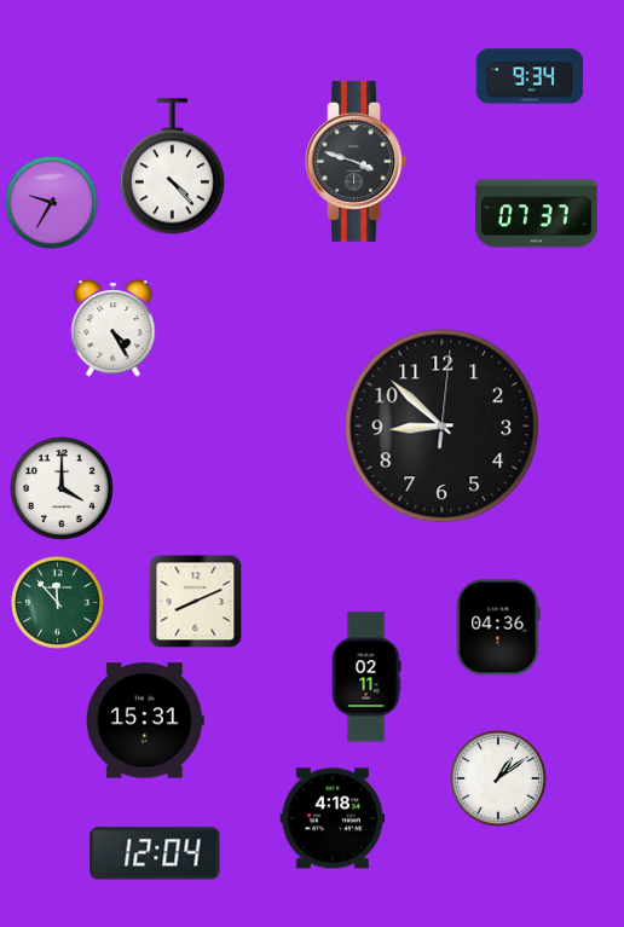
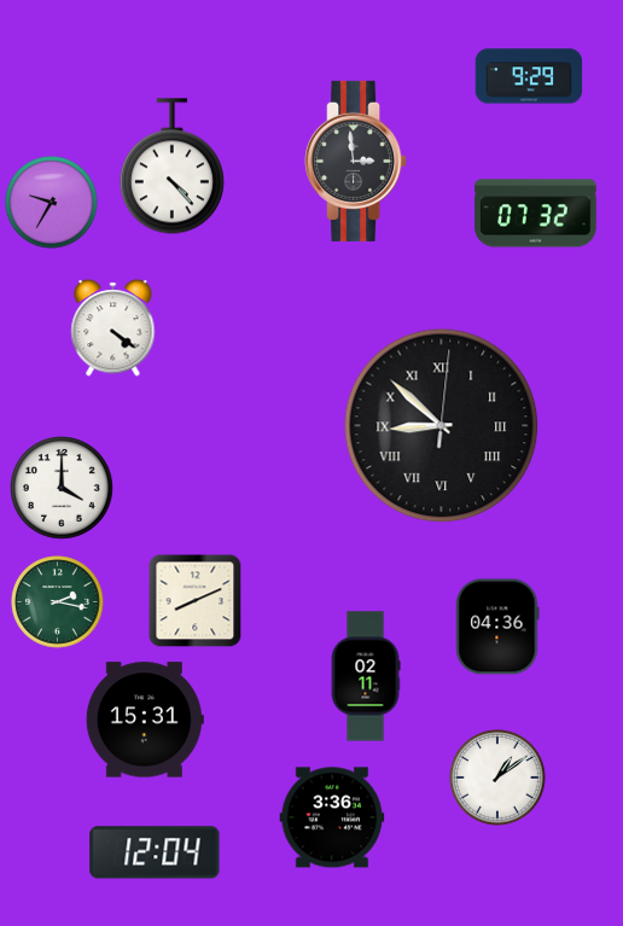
clock at (530, 76): 9:34 -> 9:29
clock at (357, 161): 3:48 -> 2:59
clock at (537, 214): 07:37 -> 07:32
clock at (114, 329): 4:25 -> 4:21
clock at (443, 427) numerals: Arabic -> Roman
clock at (58, 603): 11:53 -> 2:17
clock at (333, 818): 4:18 -> 3:36
